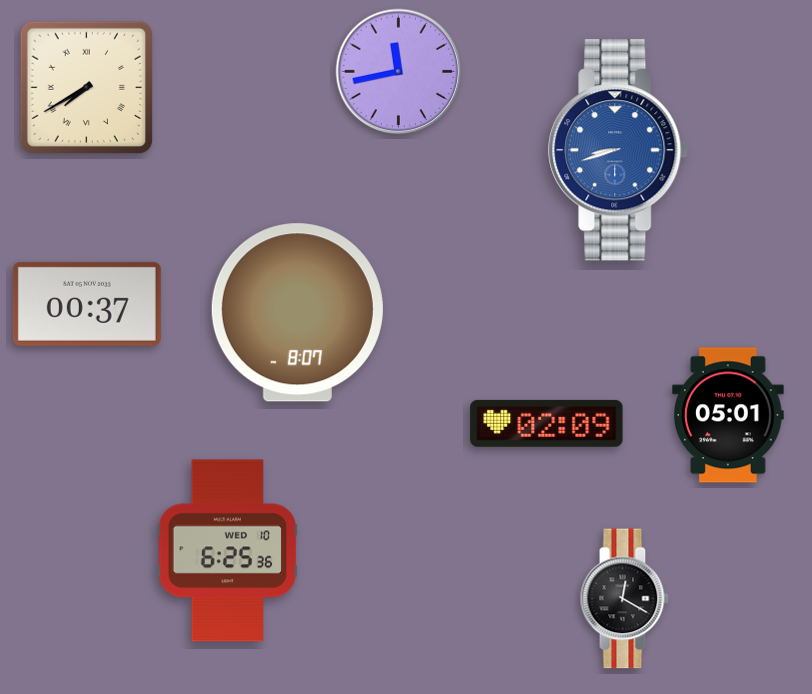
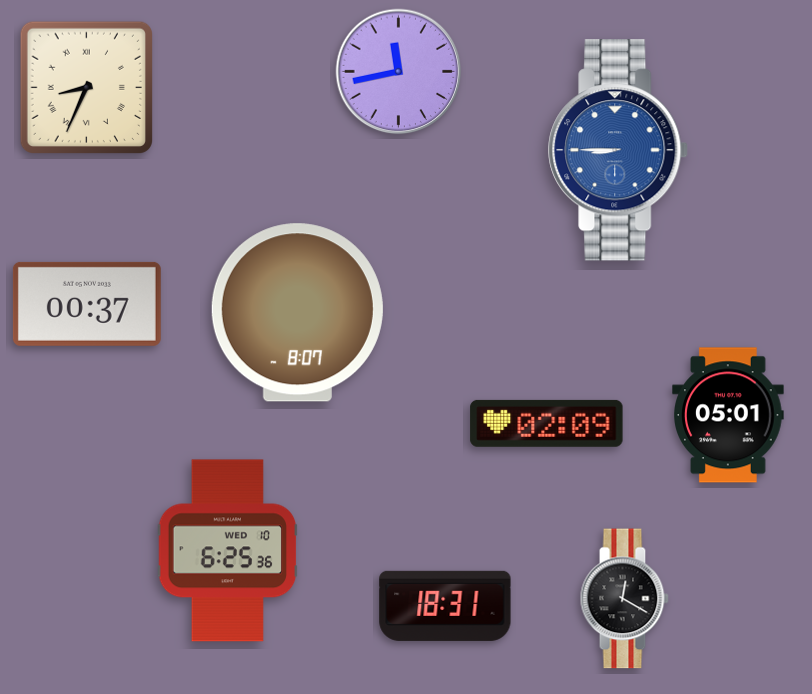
clock at (86, 87): 7:40 -> 8:34
clock at (619, 150): 8:42 -> 8:45
clock at (445, 606): none -> 18:31
